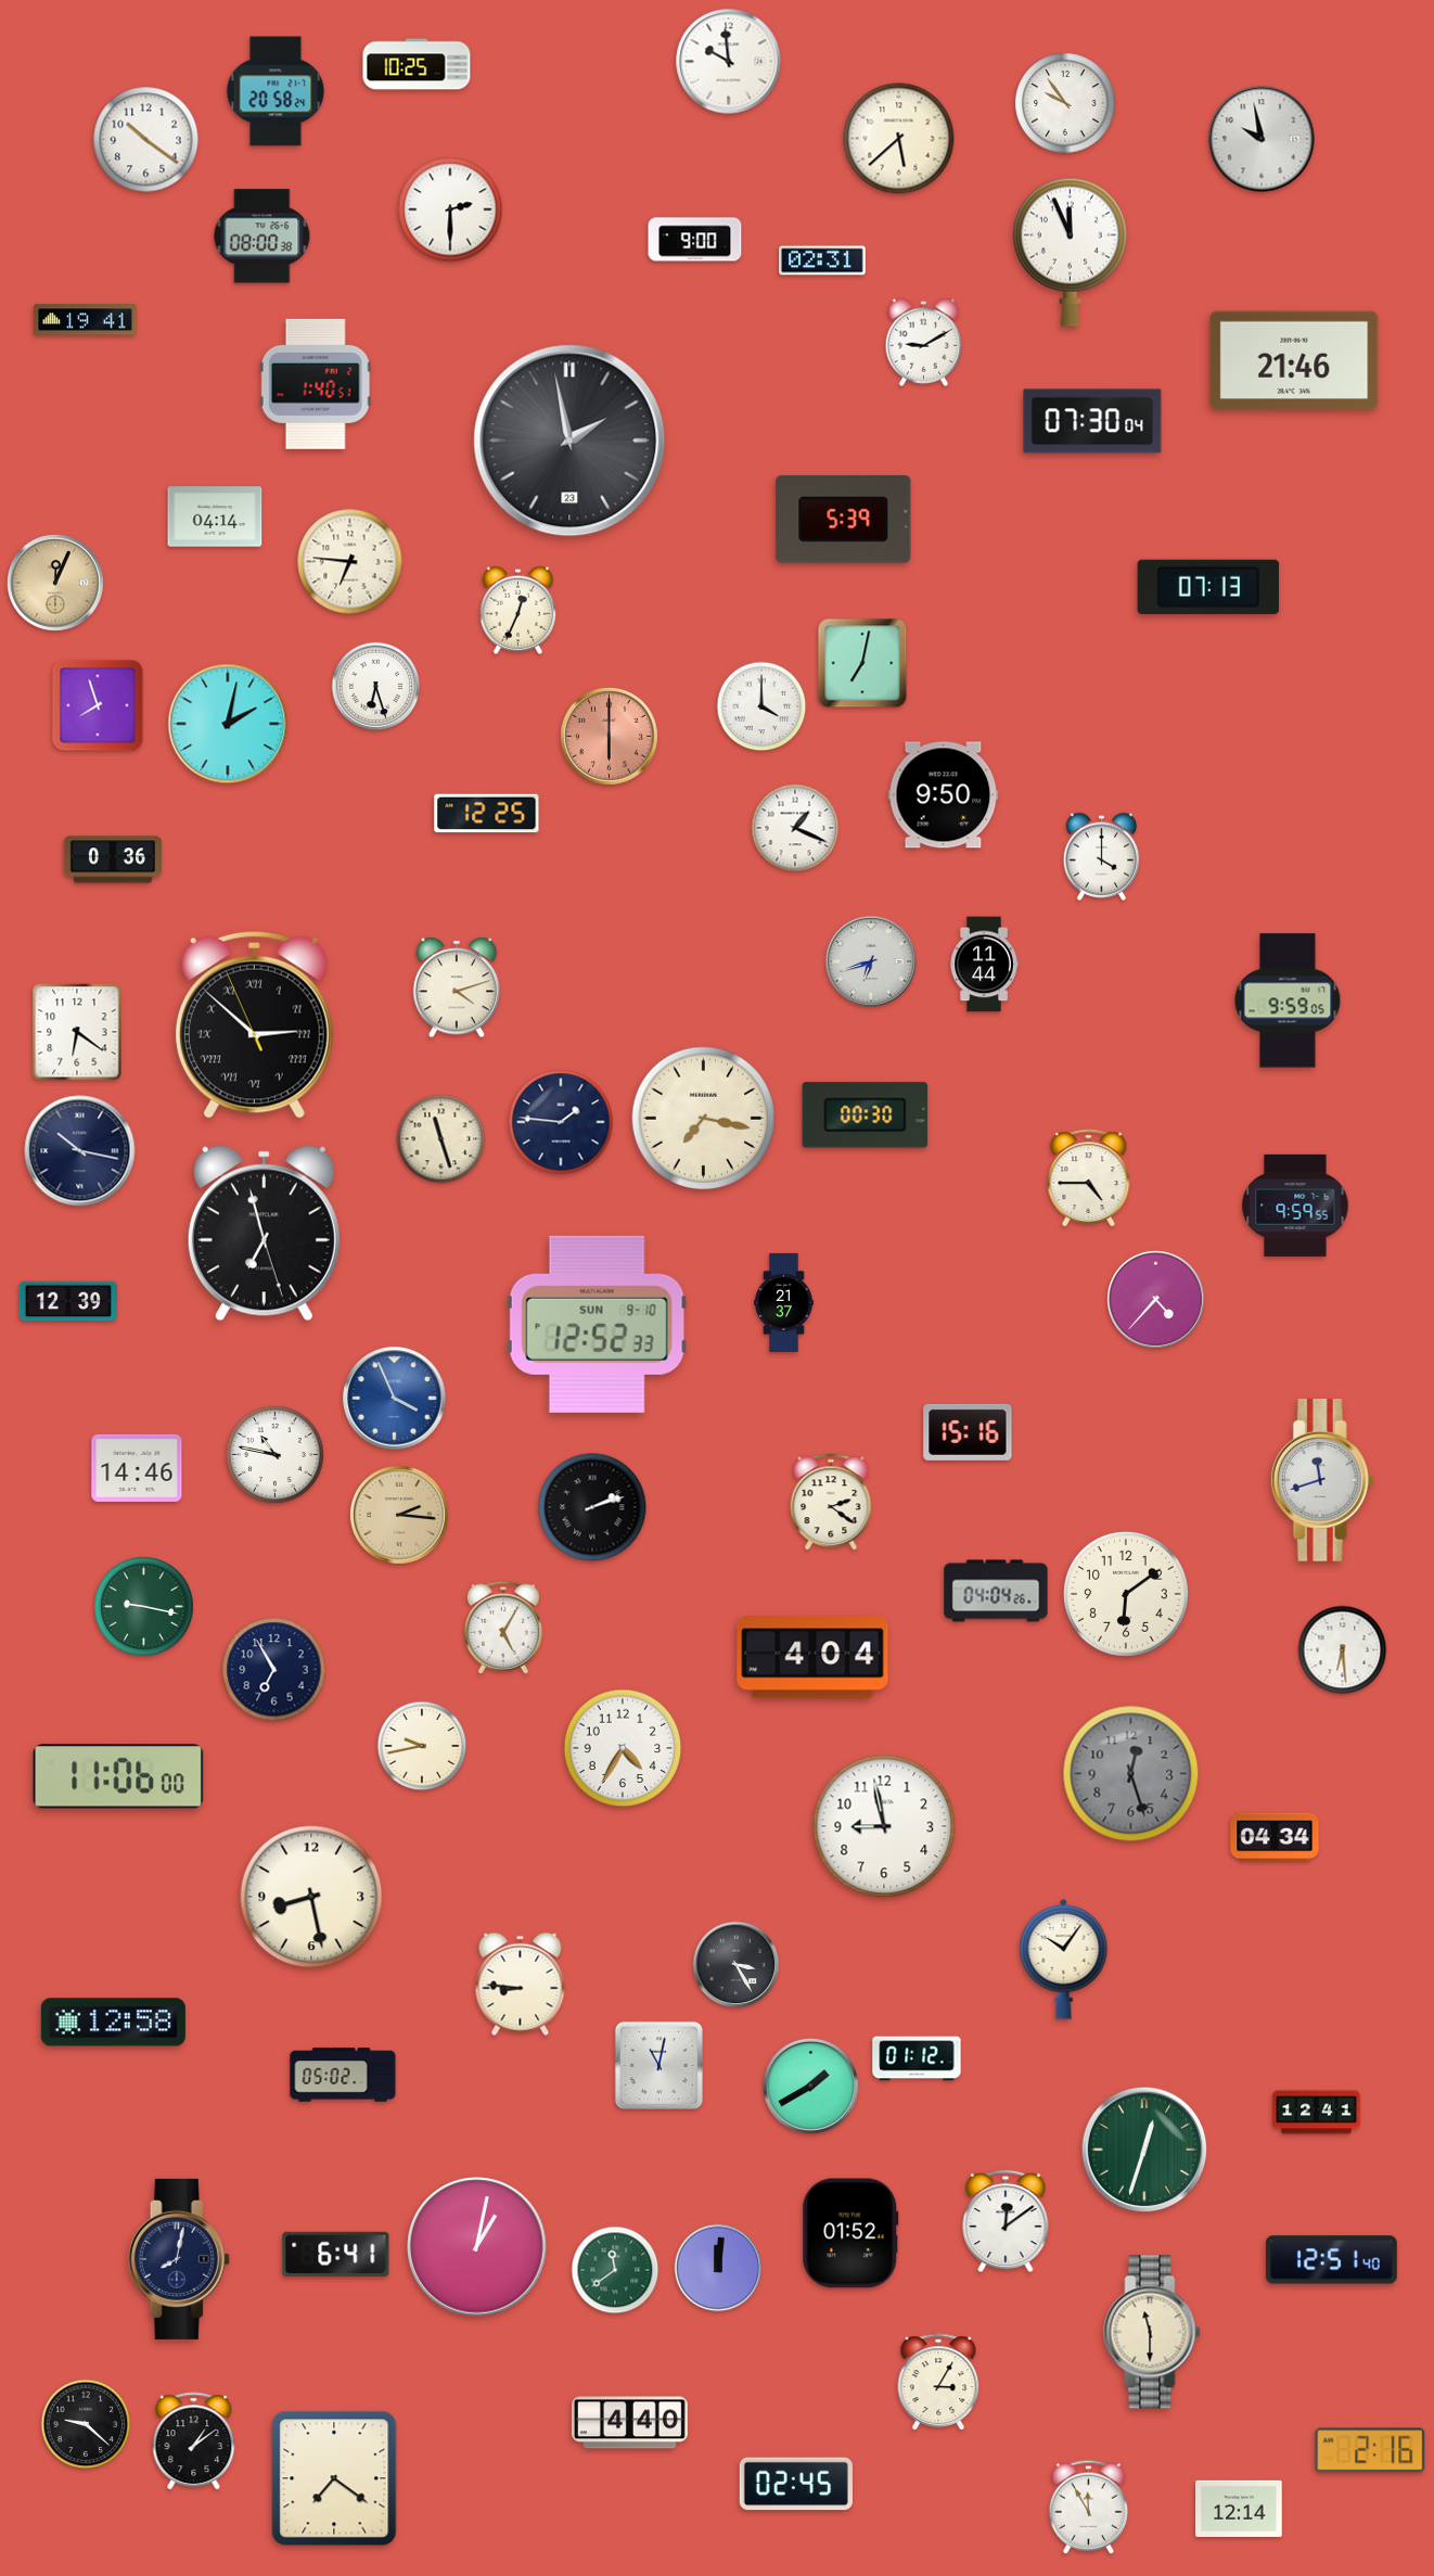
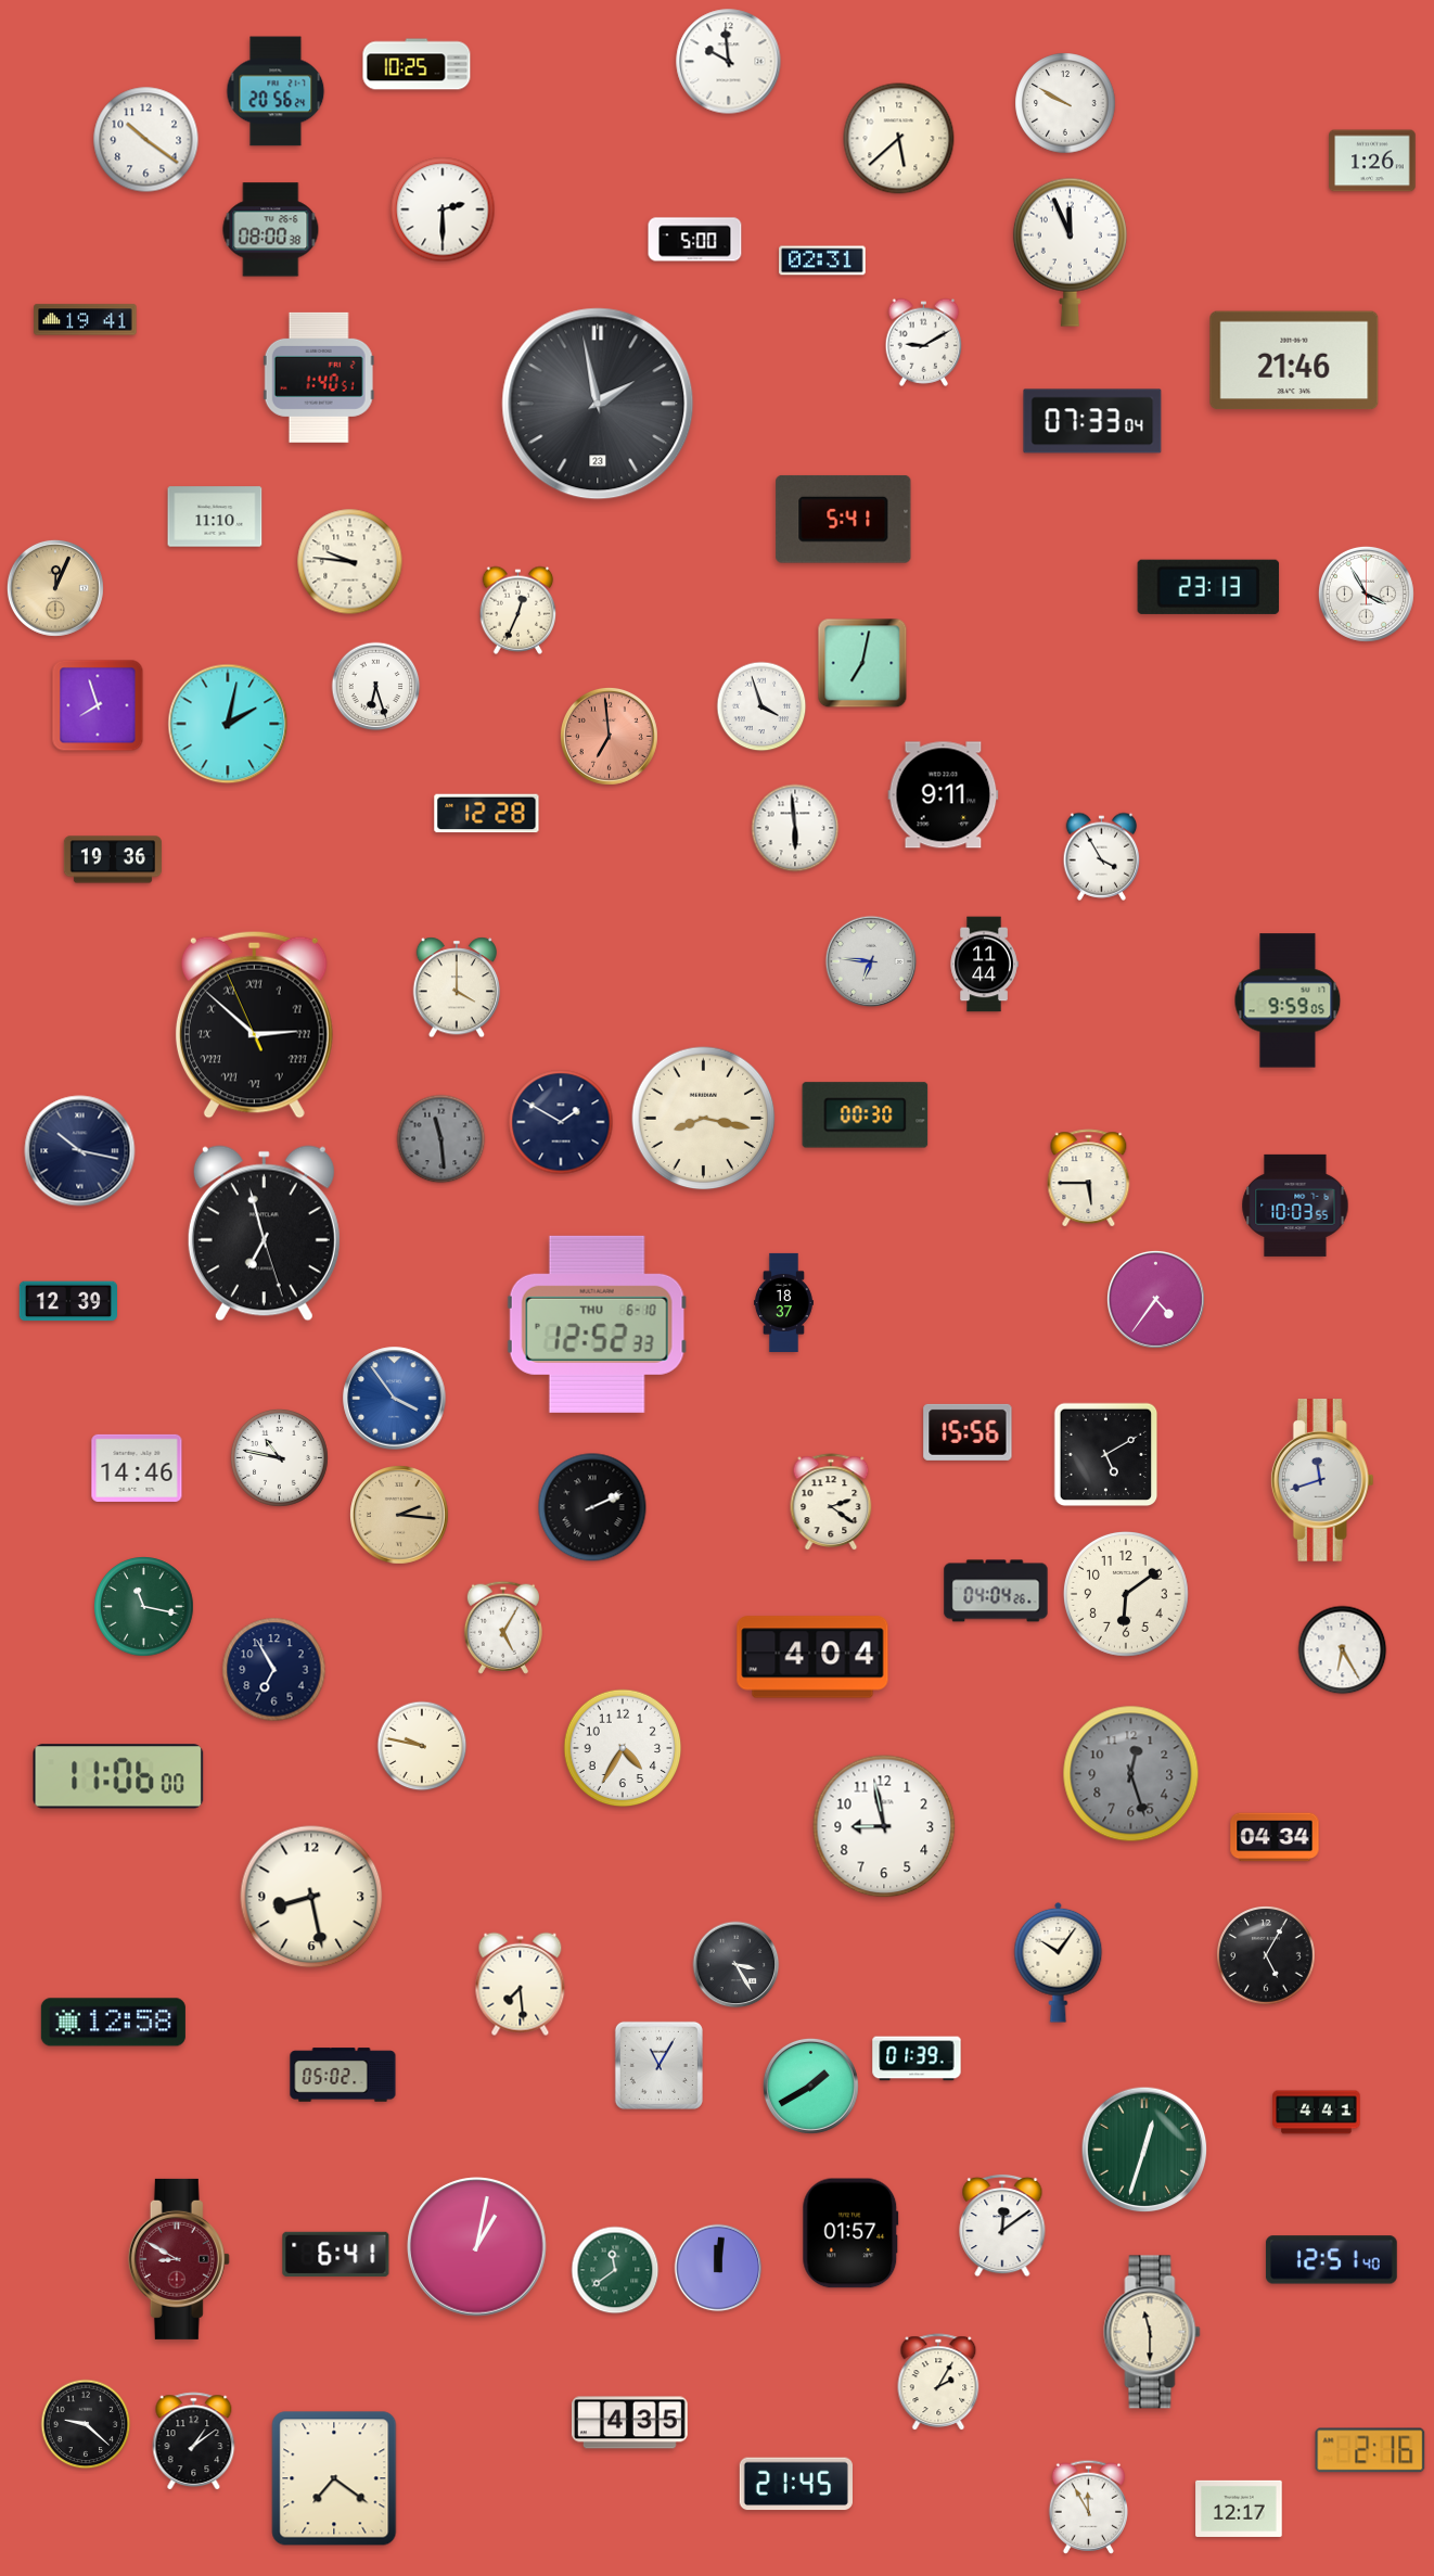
clock at (276, 91): 20:58 -> 20:56
clock at (1065, 103): 9:54 -> 9:50
clock at (1262, 139): 9:58 -> none
clock at (1372, 161): none -> 1:26
clock at (450, 209) position: (450, 209) -> (443, 209)
clock at (263, 237) position: (263, 237) -> (271, 230)
clock at (695, 240): 9:00 -> 5:00
clock at (316, 384) position: (316, 384) -> (319, 378)
clock at (1092, 421): 07:30 -> 07:33
clock at (569, 441) position: (569, 441) -> (598, 404)
clock at (215, 517): 04:14 -> 11:10
clock at (844, 519): 5:39 -> 5:41
clock at (350, 562): 6:46 -> 9:46
clock at (55, 583) position: (55, 583) -> (55, 588)
clock at (1208, 587): 07:13 -> 23:13
clock at (1366, 594): none -> 3:55
clock at (761, 706): 4:00 -> 3:57
clock at (609, 736): 6:00 -> 6:59
clock at (944, 795): 9:50 -> 9:11
clock at (487, 814): 12:25 -> 12:28
clock at (795, 828): 1:19 -> 5:59
clock at (1102, 856): 4:00 -> 3:55
clock at (112, 859): 0:36 -> 19:36
clock at (870, 960): 6:42 -> 6:46
clock at (456, 987): 4:12 -> 4:00
clock at (77, 1032): 6:21 -> none
clock at (704, 1119): 7:17 -> 8:17
clock at (561, 1122): 1:46 -> 1:50
clock at (441, 1139): 11:27 -> 11:29
clock at (441, 1139) dial: cream -> grey
clock at (1089, 1178): 4:45 -> 5:45
clock at (1295, 1206): 9:59 -> 10:03
clock at (1155, 1299): 4:37 -> 4:36
clock at (783, 1302): 21:37 -> 18:37
clock at (597, 1324) date: SUN 9-10 -> THU 6-10
clock at (395, 1399): 3:56 -> 3:54
clock at (968, 1432): 15:16 -> 15:56
clock at (274, 1454) position: (274, 1454) -> (279, 1457)
clock at (1106, 1455): none -> 5:10
clock at (592, 1507): 2:12 -> 2:11
clock at (144, 1607): 9:17 -> 11:17
clock at (1343, 1650): 6:29 -> 6:25
clock at (422, 1746): 9:43 -> 9:47
clock at (1267, 1956): none -> 5:05
clock at (1064, 1959) position: (1064, 1959) -> (1059, 1962)
clock at (521, 1985): 8:46 -> 7:29
clock at (917, 2058): 01:12 -> 01:39
clock at (658, 2065): 11:02 -> 11:05
clock at (1317, 2113): 12:41 -> 4:41
clock at (1006, 2221) position: (1006, 2221) -> (1002, 2226)
clock at (850, 2233): 01:52 -> 01:57
clock at (179, 2259): 8:02 -> 8:50
clock at (179, 2259) dial: navy -> burgundy
clock at (938, 2383): 3:05 -> 2:05
clock at (630, 2423): 4:40 -> 4:35
clock at (796, 2484): 02:45 -> 21:45
clock at (1239, 2509): 12:14 -> 12:17
